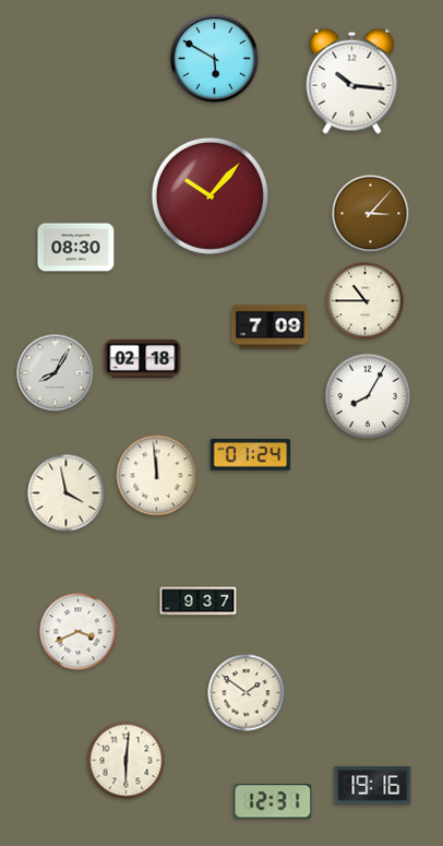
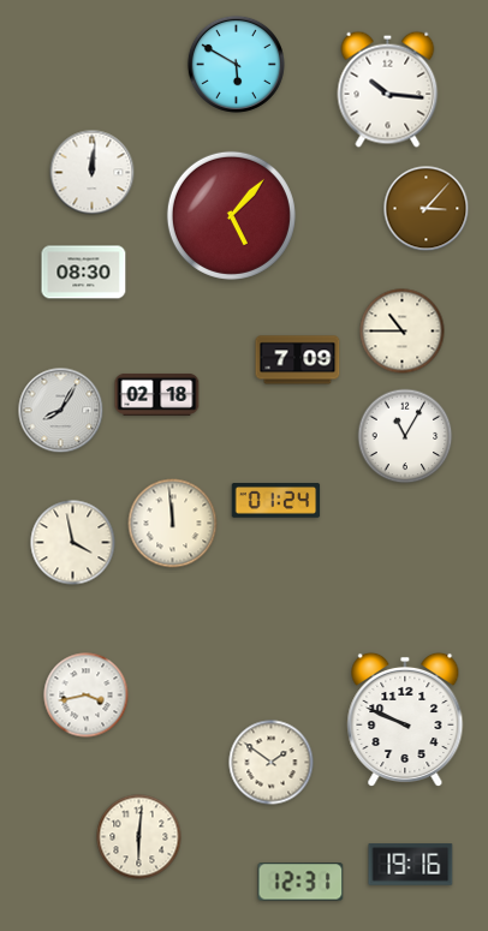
clock at (93, 173): none -> 12:01
clock at (209, 195): 10:07 -> 5:07
clock at (371, 214) position: (371, 214) -> (427, 209)
clock at (368, 396): 8:05 -> 11:05
clock at (199, 601): 9:37 -> none
clock at (79, 632): 3:41 -> 3:43
clock at (405, 718): none -> 9:49
